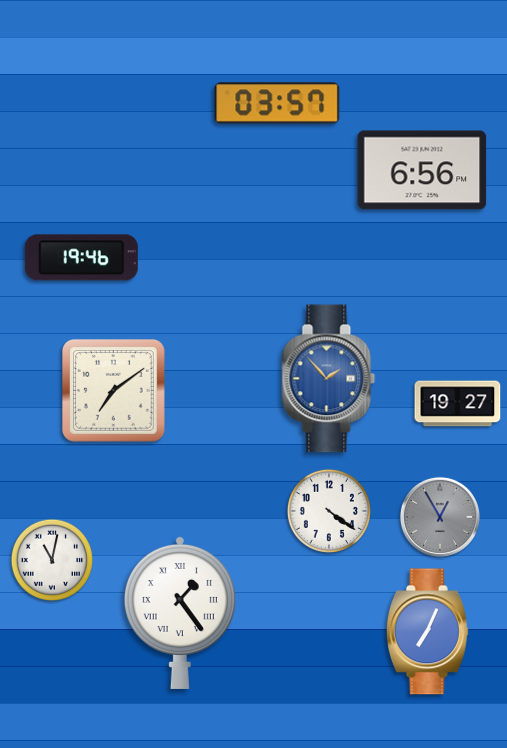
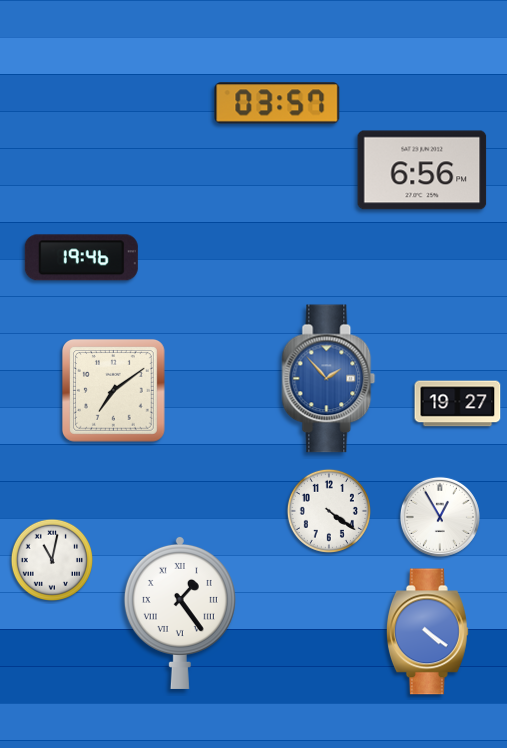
clock at (440, 517) dial: grey -> white
clock at (427, 632): 7:04 -> 4:21
